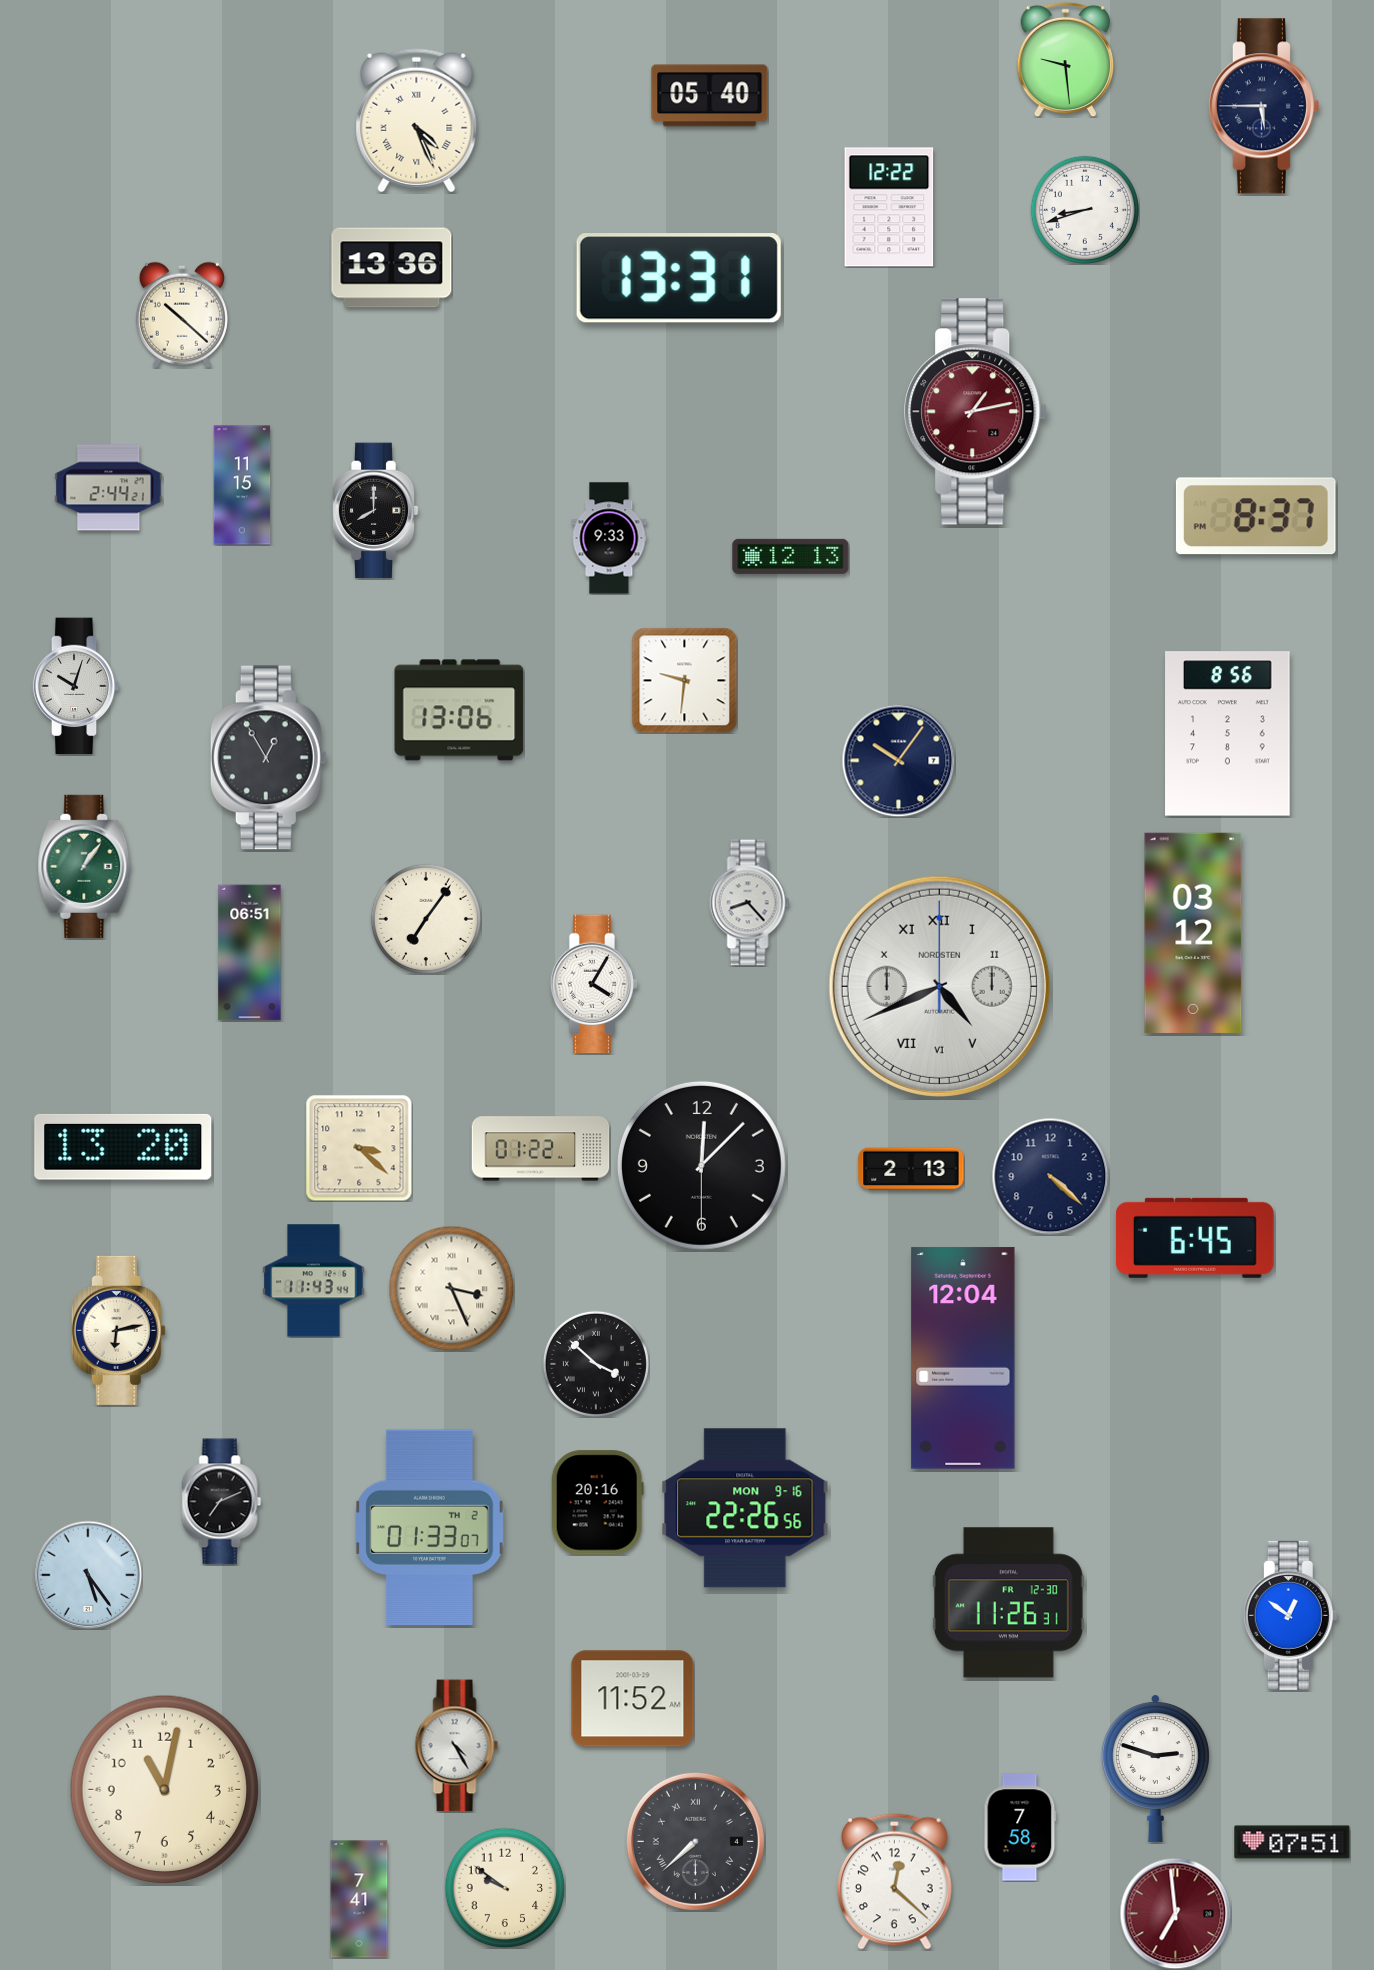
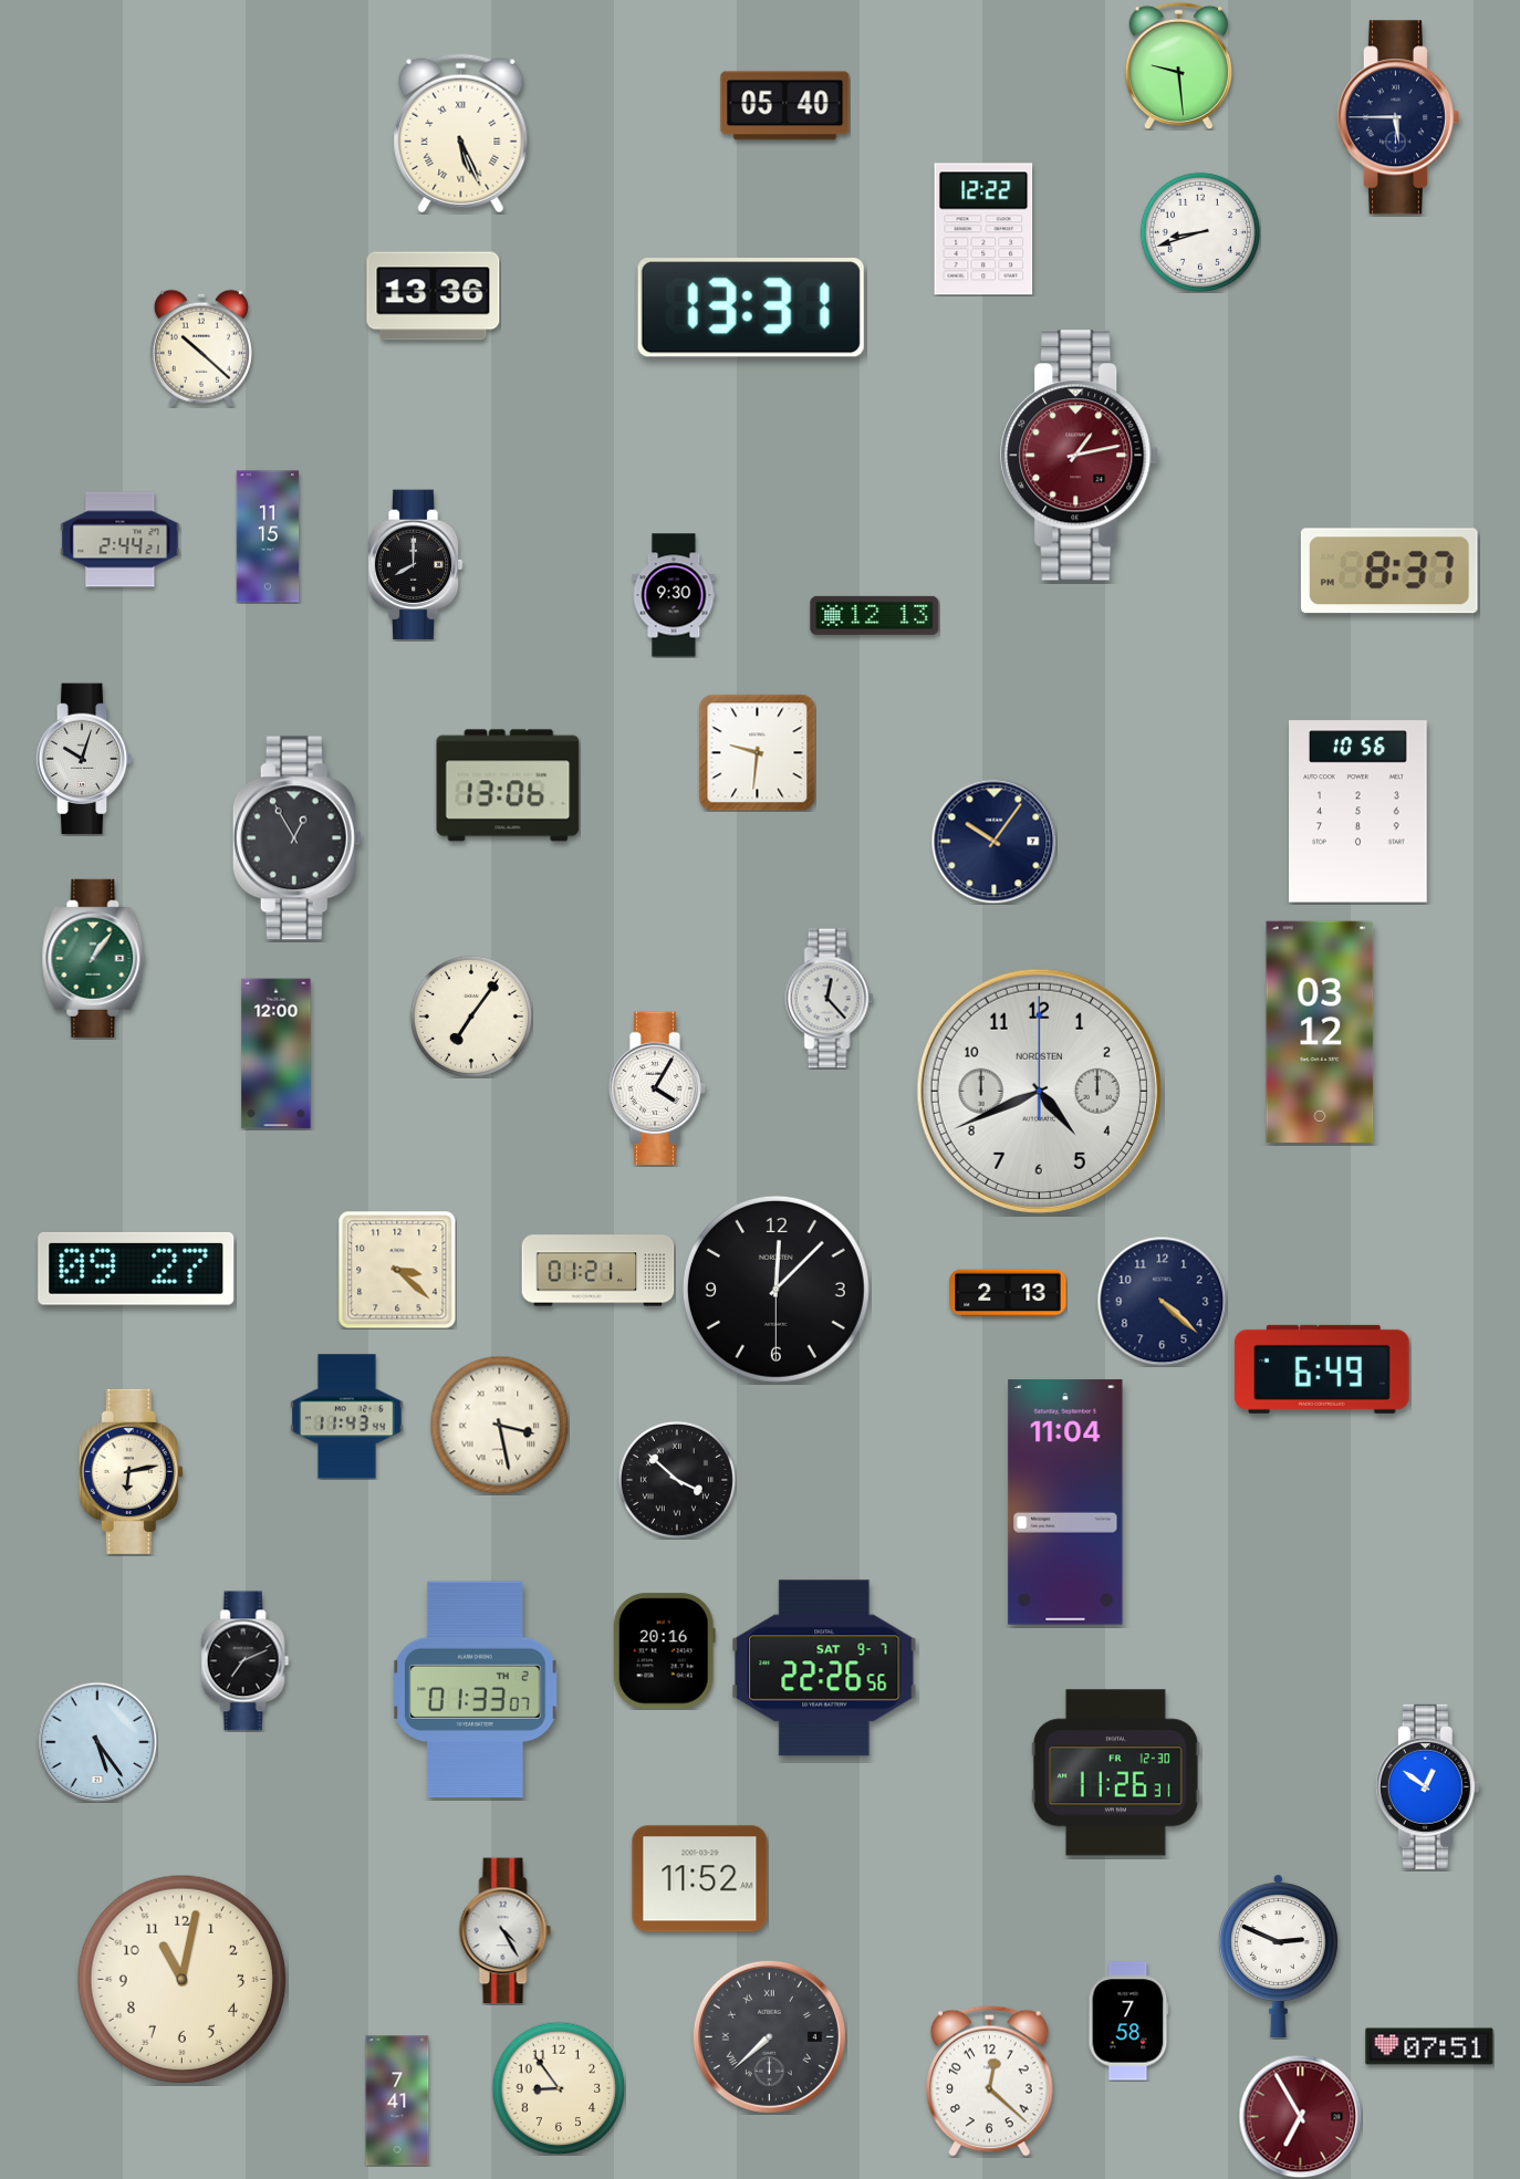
clock at (417, 121): 4:26 -> 5:26
clock at (609, 538): 9:33 -> 9:30
clock at (1228, 734): 8:56 -> 10:56
clock at (750, 903): 8:23 -> 12:23
clock at (250, 953): 06:51 -> 12:00
clock at (939, 986) numerals: Roman -> Arabic
clock at (123, 1147): 13:20 -> 09:27
clock at (541, 1149): 01:22 -> 01:21
clock at (1195, 1238): 6:45 -> 6:49
clock at (451, 1288): 3:26 -> 3:28
clock at (963, 1358): 12:04 -> 11:04
clock at (596, 1364) position: (596, 1364) -> (677, 1480)
clock at (597, 1503) position: (597, 1503) -> (664, 1651)
clock at (745, 1508) date: MON 9-16 -> SAT 9-7
clock at (1155, 1768): 2:48 -> 2:49
clock at (1292, 1842) position: (1292, 1842) -> (1429, 2046)
clock at (505, 1888): 9:51 -> 8:54
clock at (1175, 1913): 6:59 -> 6:55
